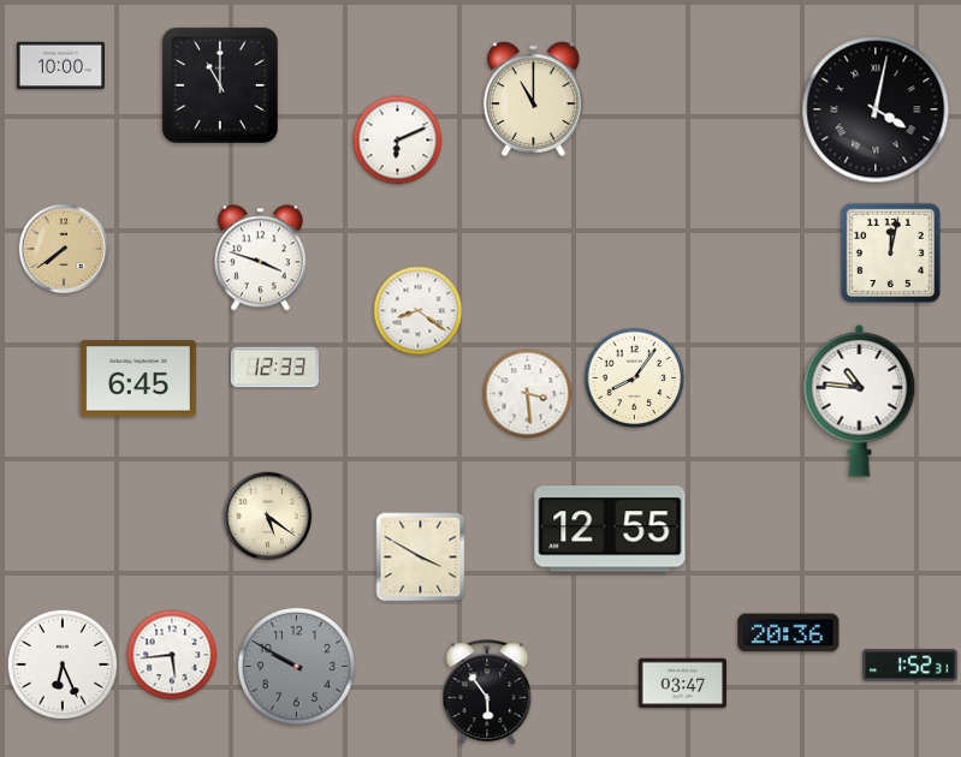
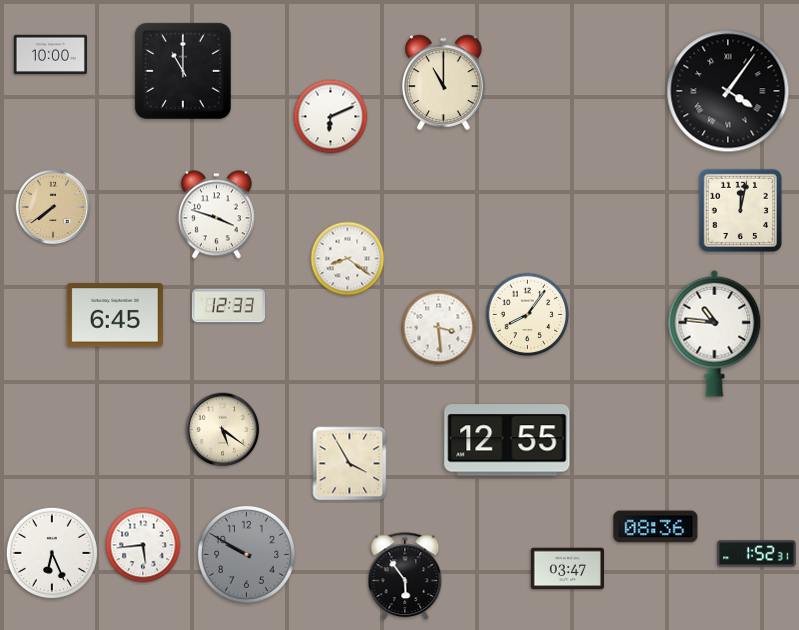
clock at (876, 109): 4:02 -> 4:06
clock at (421, 558): 3:50 -> 3:55
clock at (789, 633): 20:36 -> 08:36
